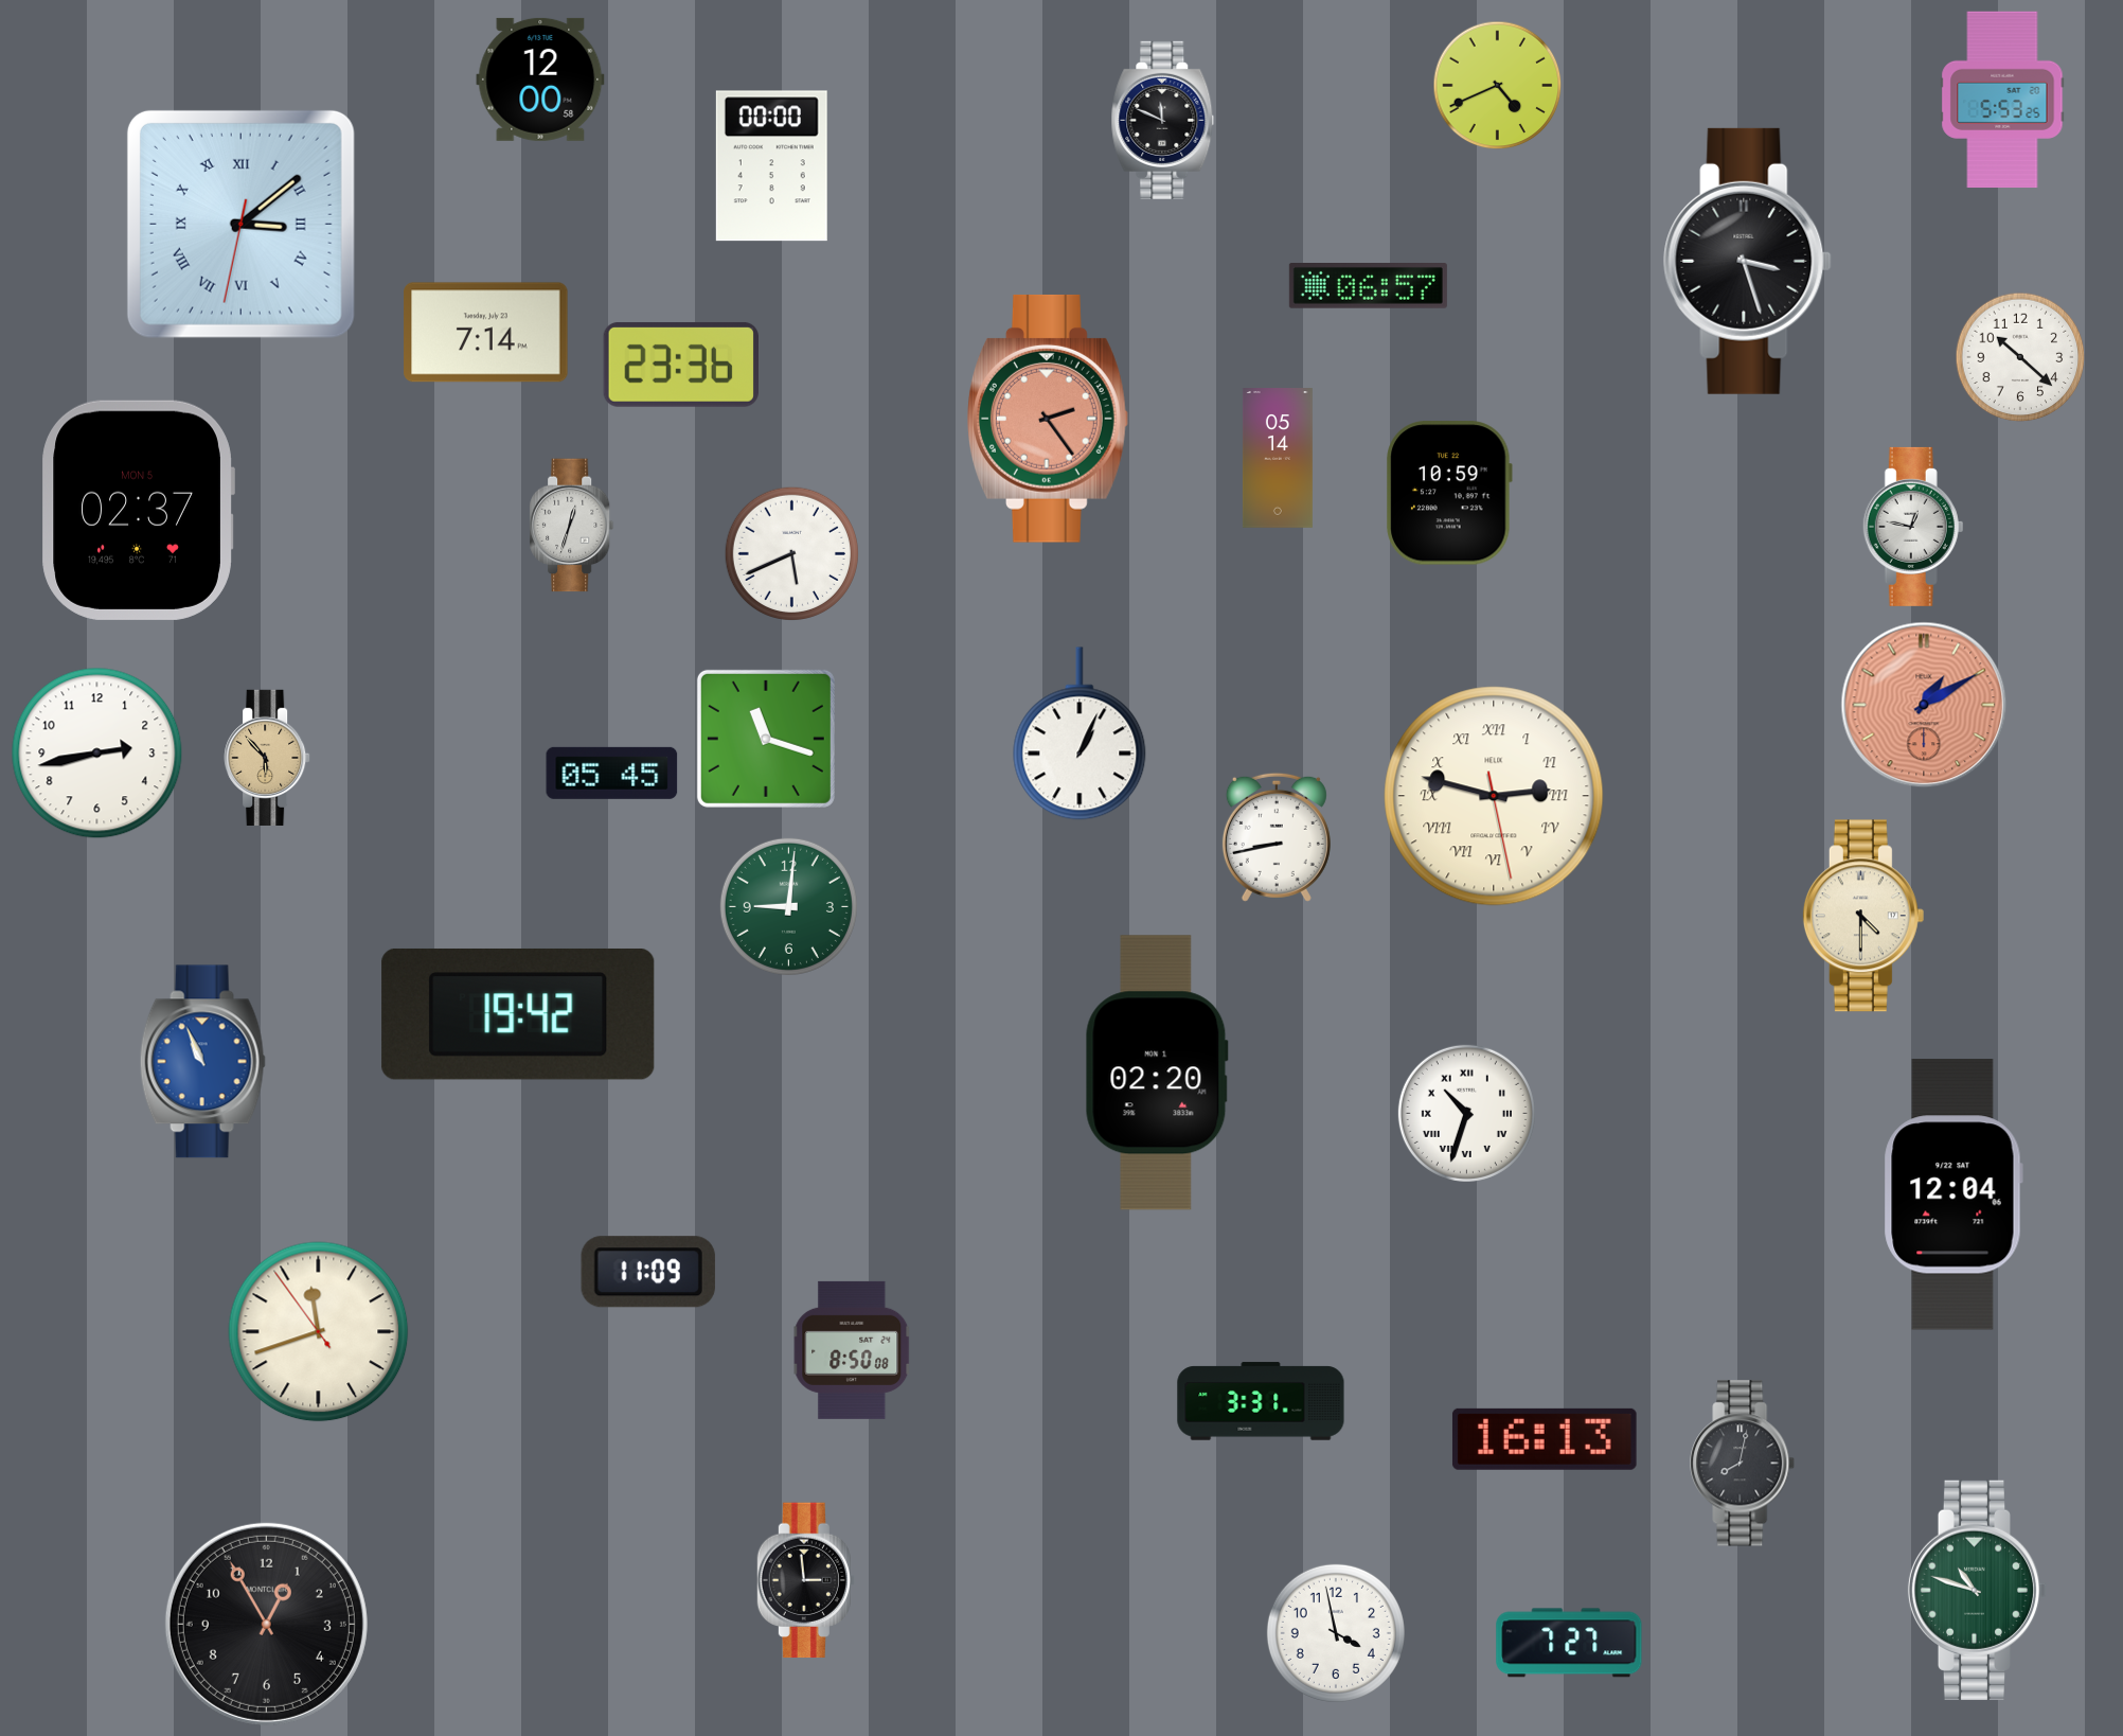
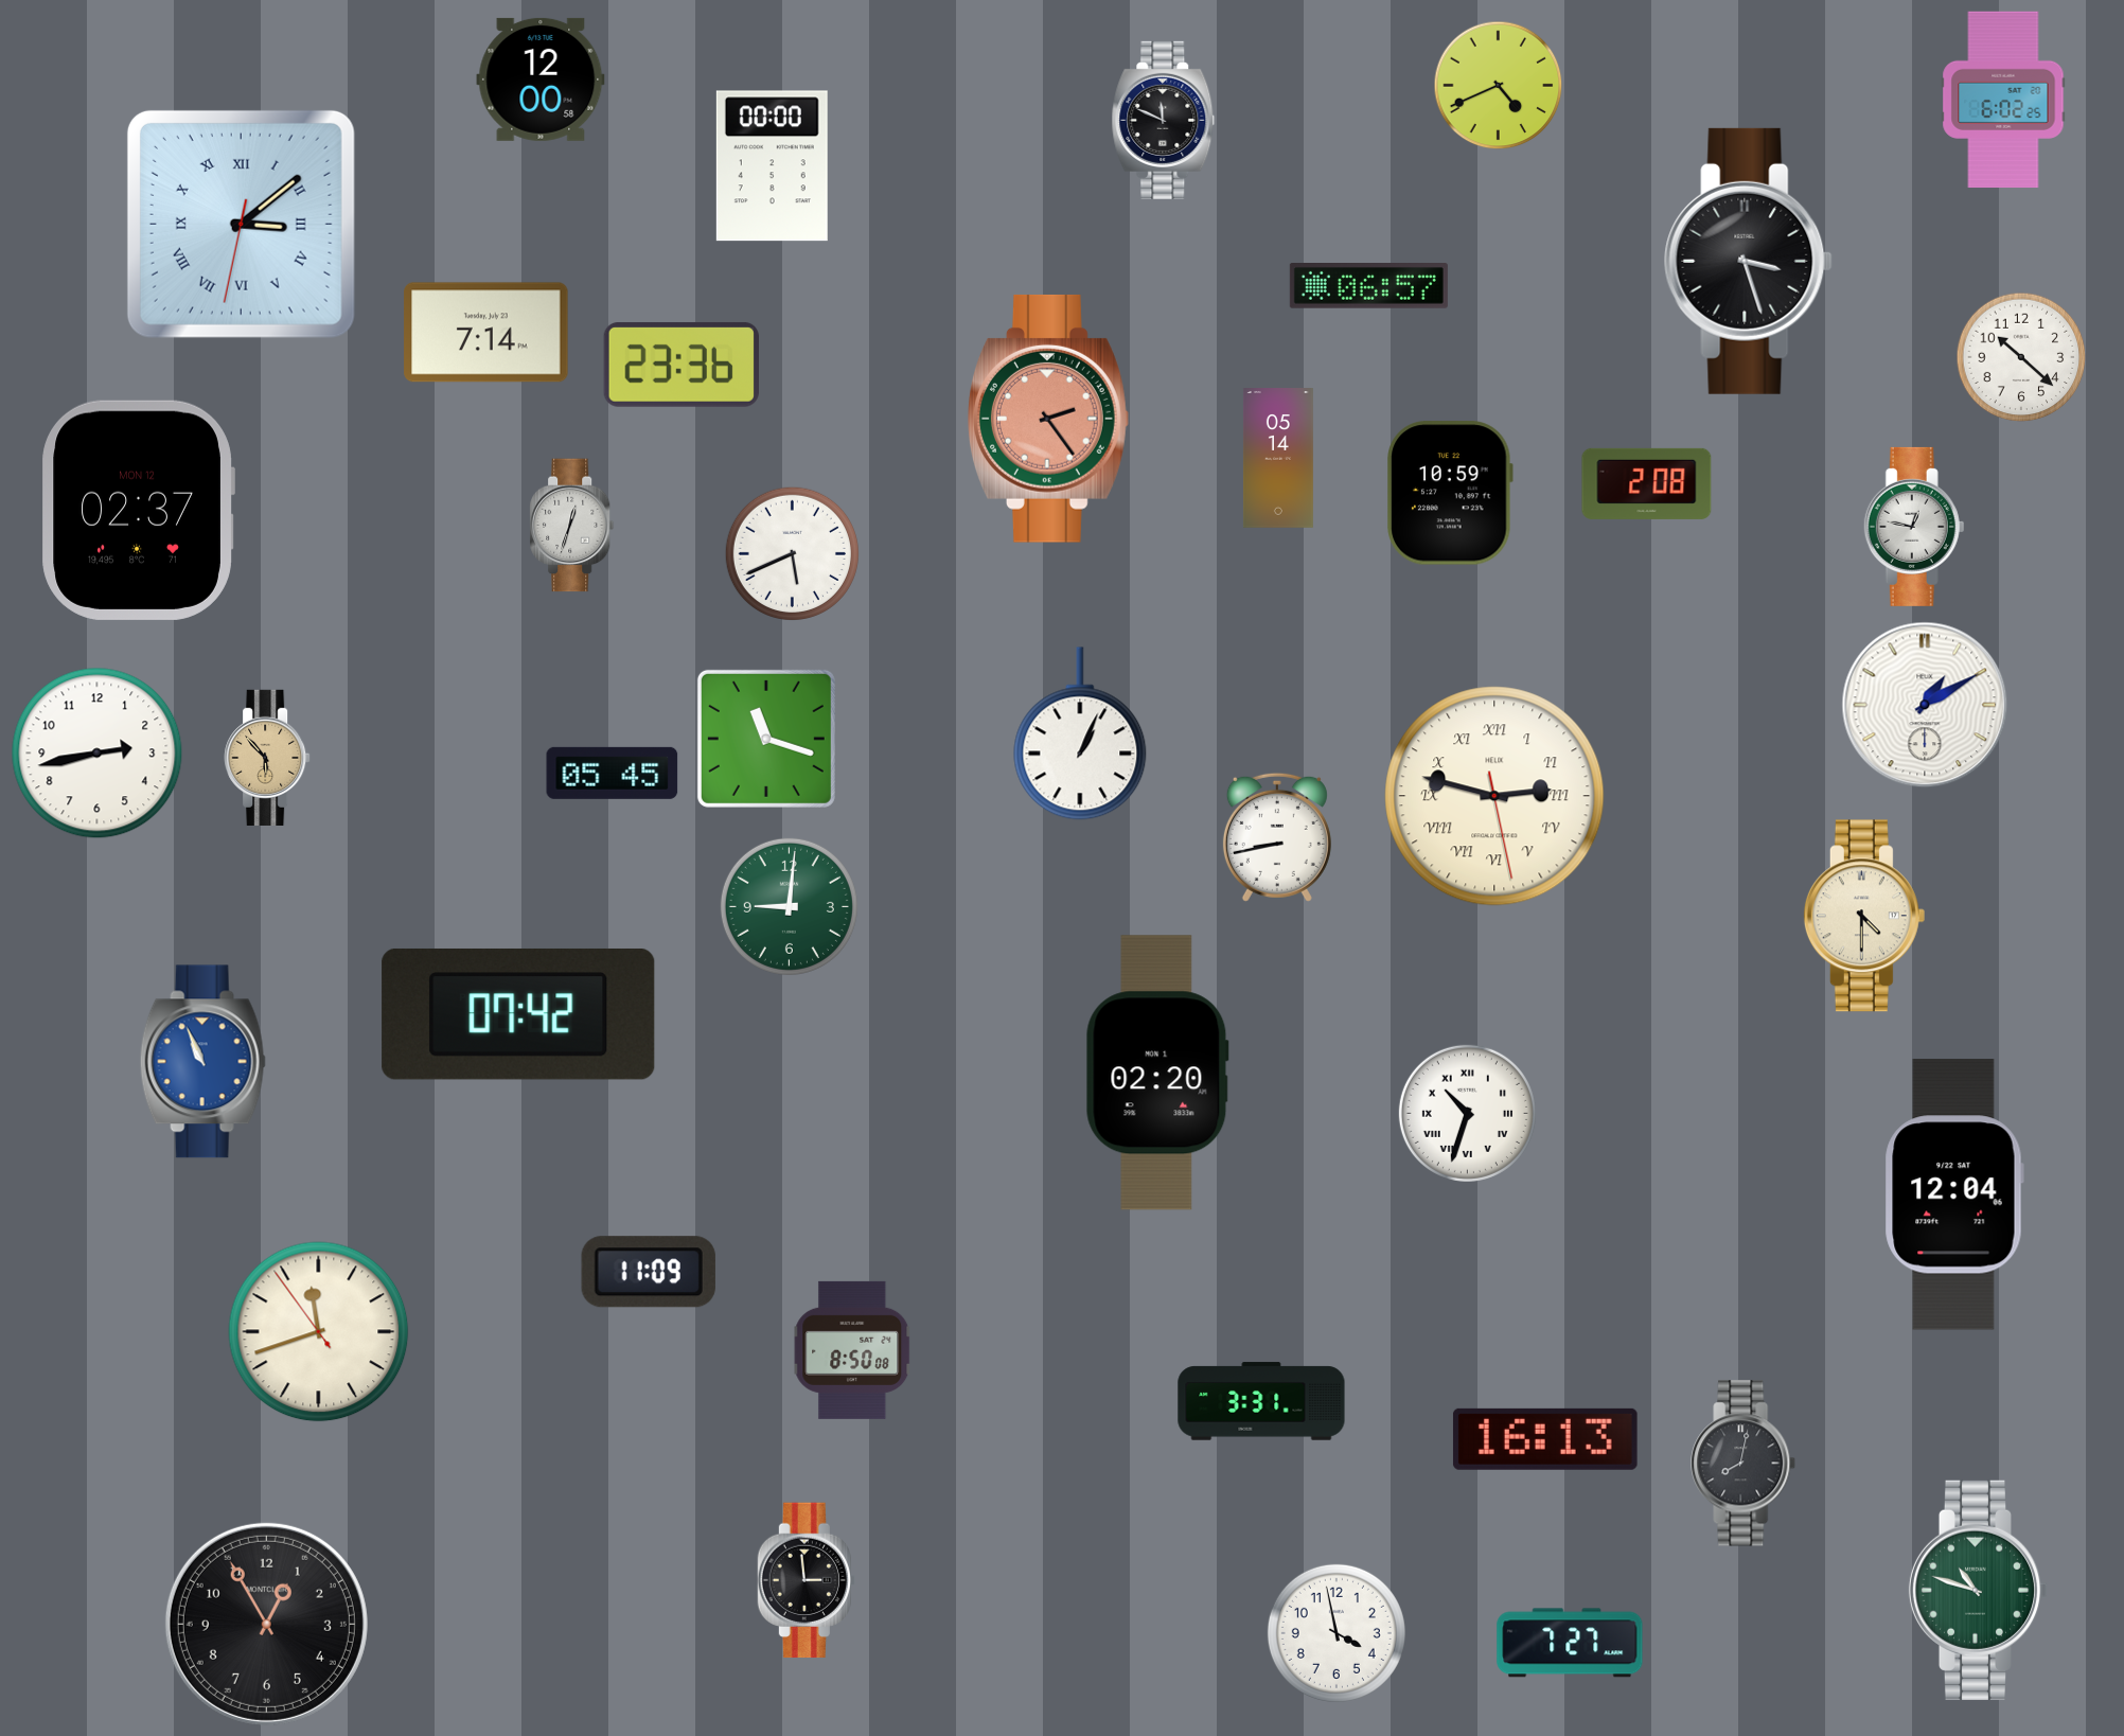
clock at (2002, 100): 5:53 -> 6:02
clock at (1647, 483): none -> 2:08
clock at (138, 510) date: MON 5 -> MON 12
clock at (1924, 705) dial: salmon -> white
clock at (518, 1014): 19:42 -> 07:42
